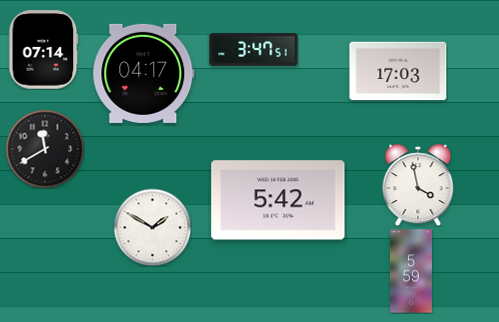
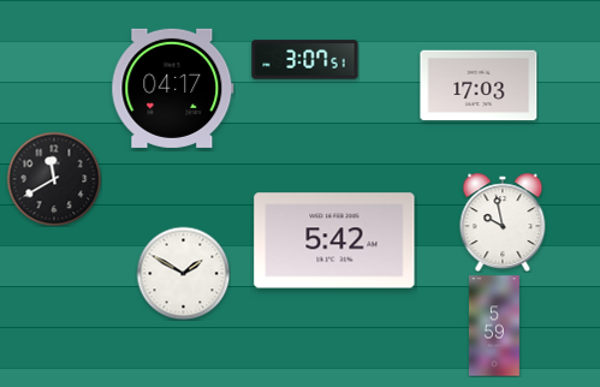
clock at (44, 50): 07:14 -> none
clock at (254, 50): 3:47 -> 3:07
clock at (418, 185): 3:58 -> 9:58
